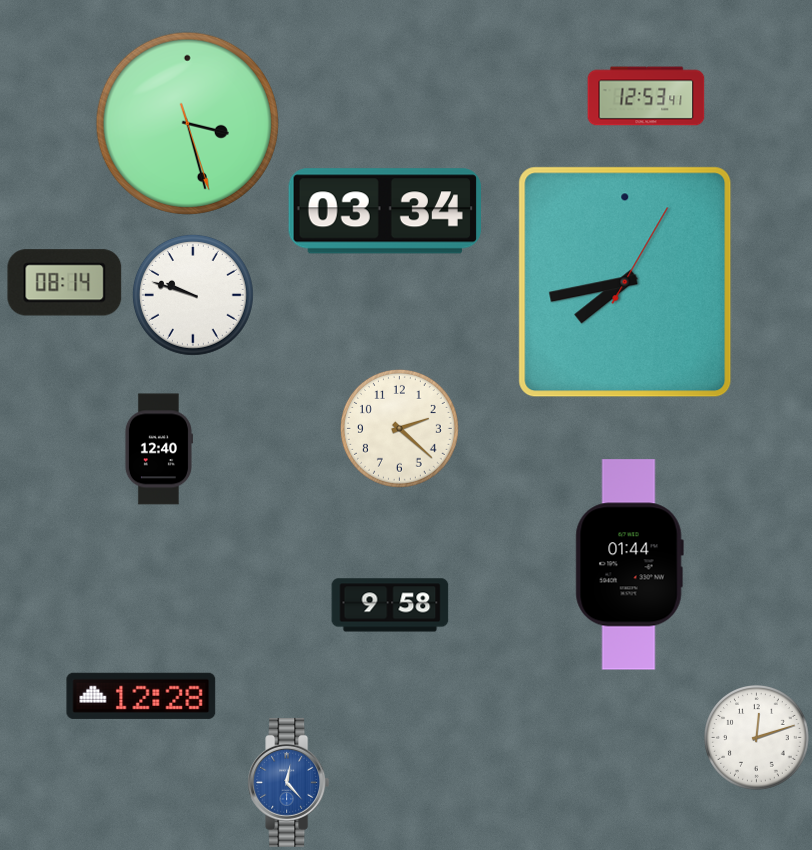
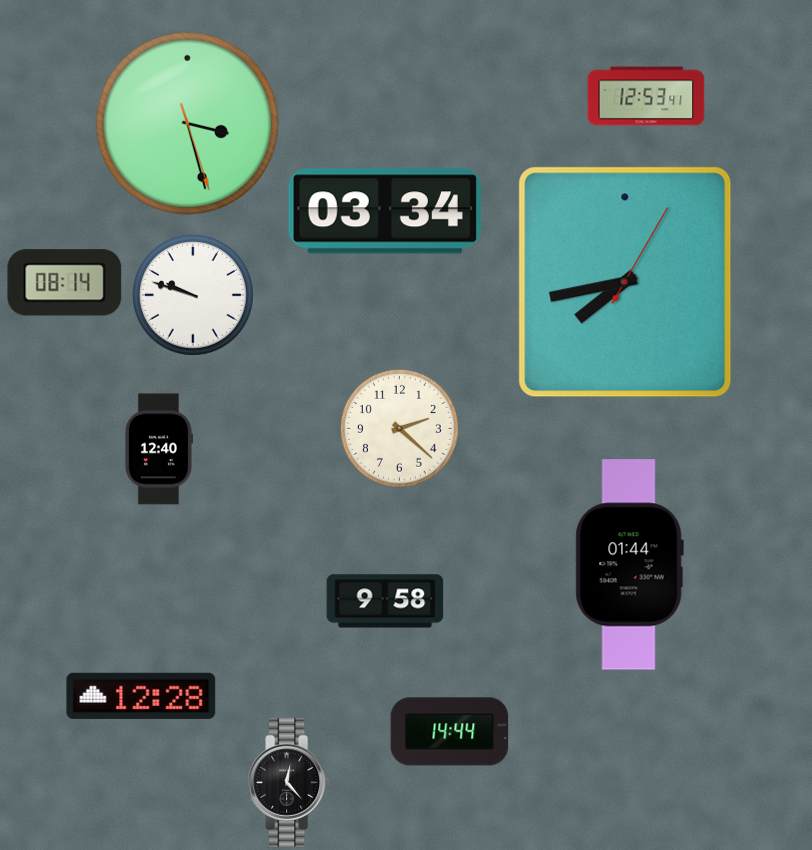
clock at (390, 605) position: (390, 605) -> (385, 601)
clock at (450, 732): none -> 14:44
clock at (757, 738): 12:12 -> none
clock at (289, 782) dial: blue -> black
